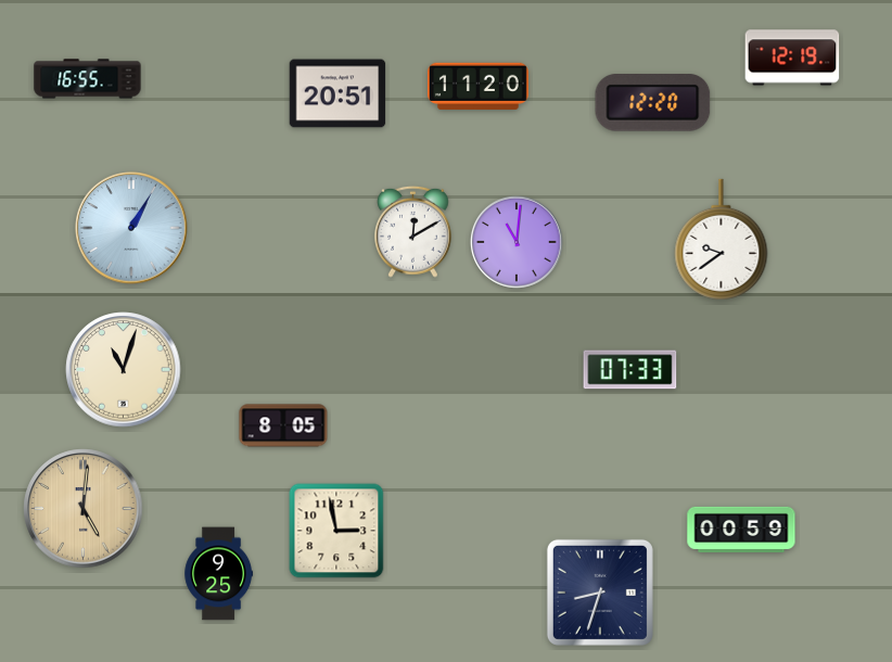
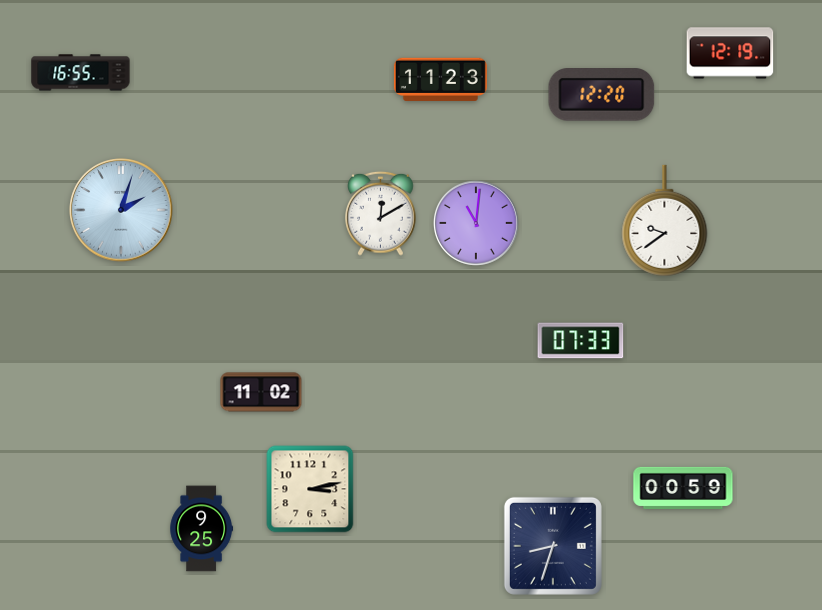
clock at (477, 86): 11:20 -> 11:23
clock at (337, 93): 20:51 -> none
clock at (131, 228): 1:05 -> 2:03
clock at (124, 370): 11:03 -> none
clock at (283, 425): 8:05 -> 11:02
clock at (84, 509): 5:01 -> none
clock at (336, 531): 2:58 -> 3:13
